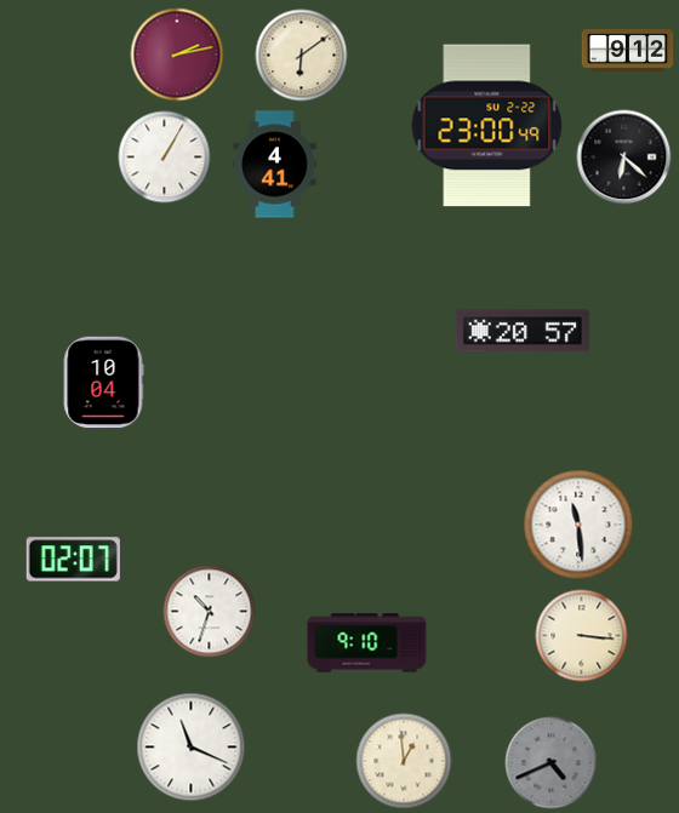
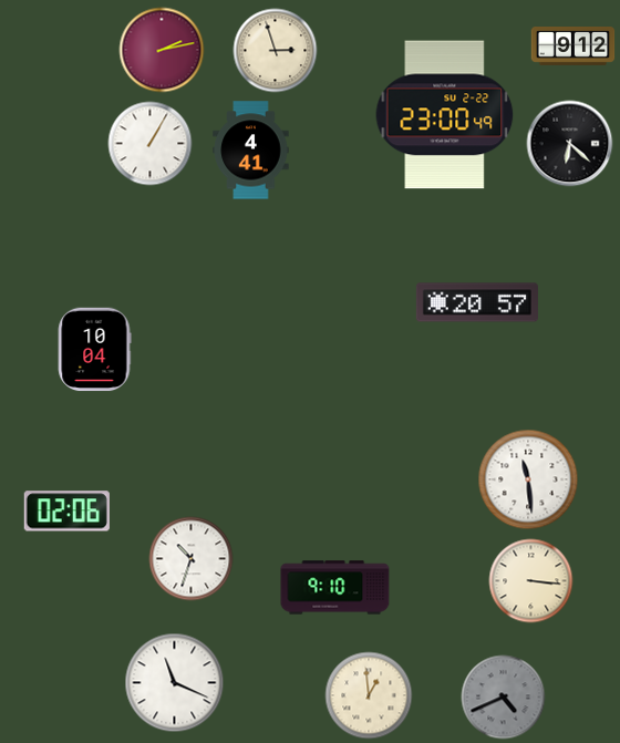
clock at (302, 56): 6:09 -> 2:57
clock at (73, 560): 02:07 -> 02:06
